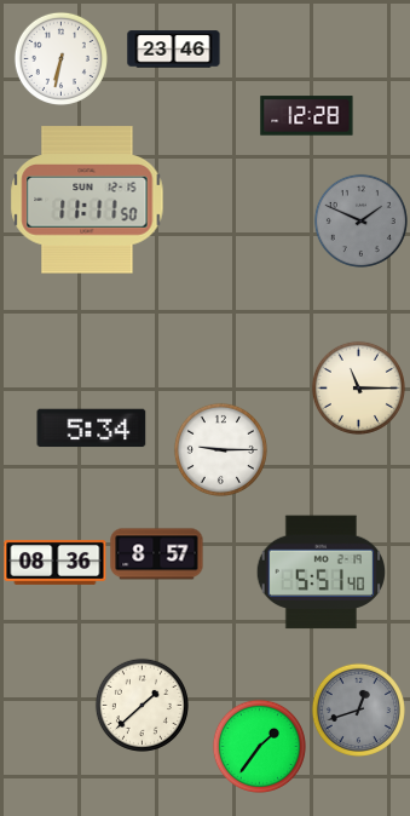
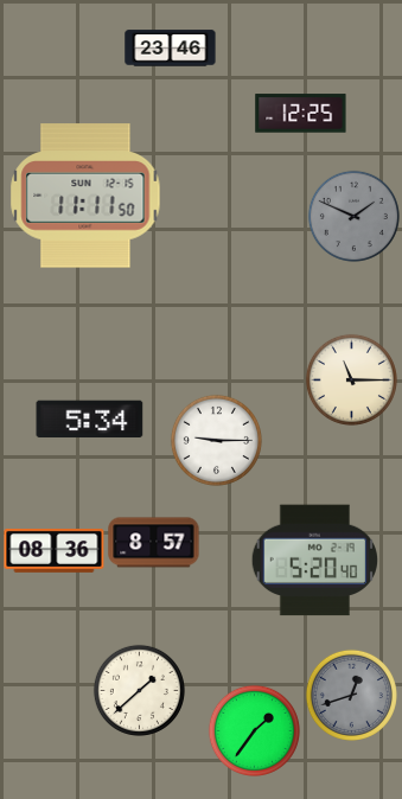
clock at (60, 58): 6:32 -> none
clock at (307, 116): 12:28 -> 12:25
clock at (321, 573): 5:51 -> 5:20
